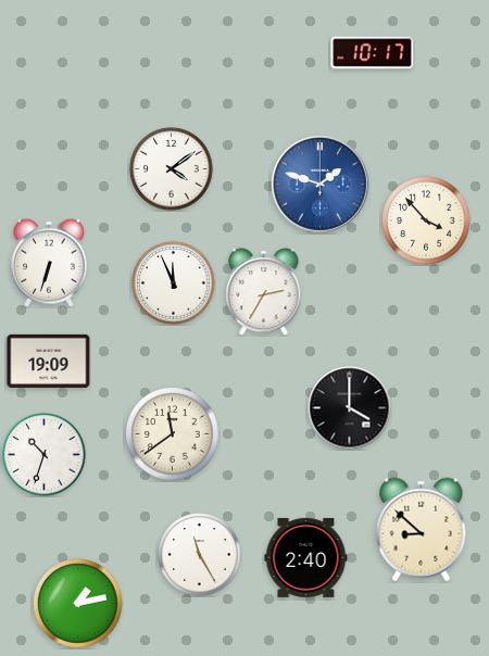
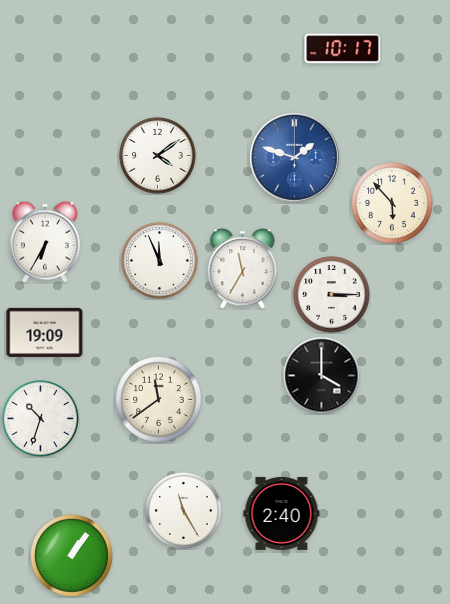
clock at (321, 185) position: (321, 185) -> (295, 158)
clock at (426, 220): 3:53 -> 5:53
clock at (50, 263): 6:33 -> 6:35
clock at (264, 292): 2:35 -> 11:35
clock at (332, 295): none -> 3:15
clock at (422, 530): 8:52 -> none
clock at (78, 604): 1:13 -> 1:06
